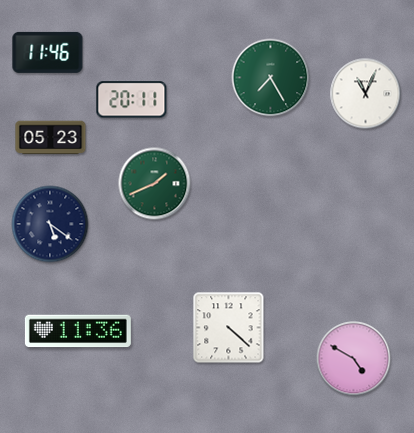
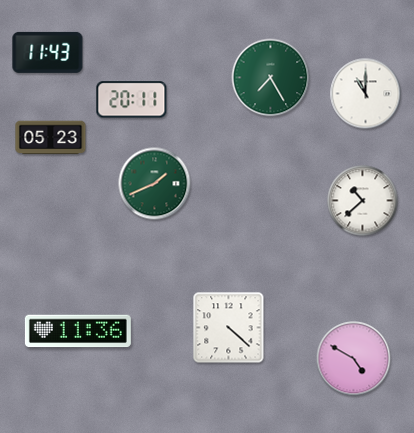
clock at (48, 52): 11:46 -> 11:43
clock at (366, 94): 11:04 -> 11:00
clock at (363, 201): none -> 10:38
clock at (50, 224): 5:21 -> none
